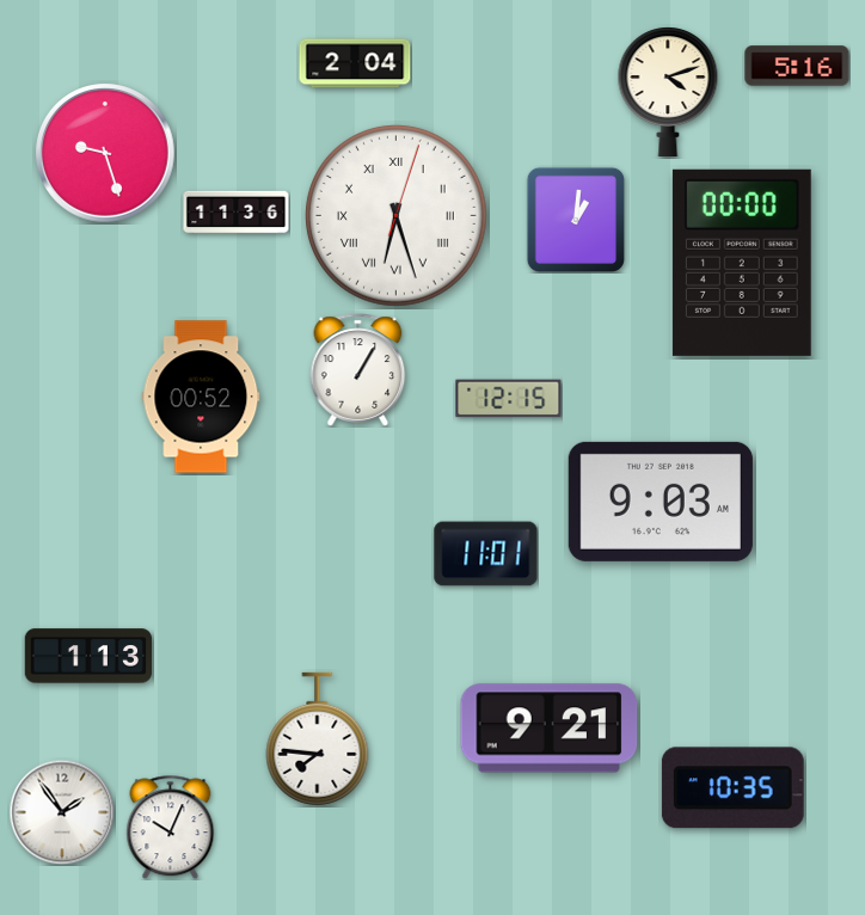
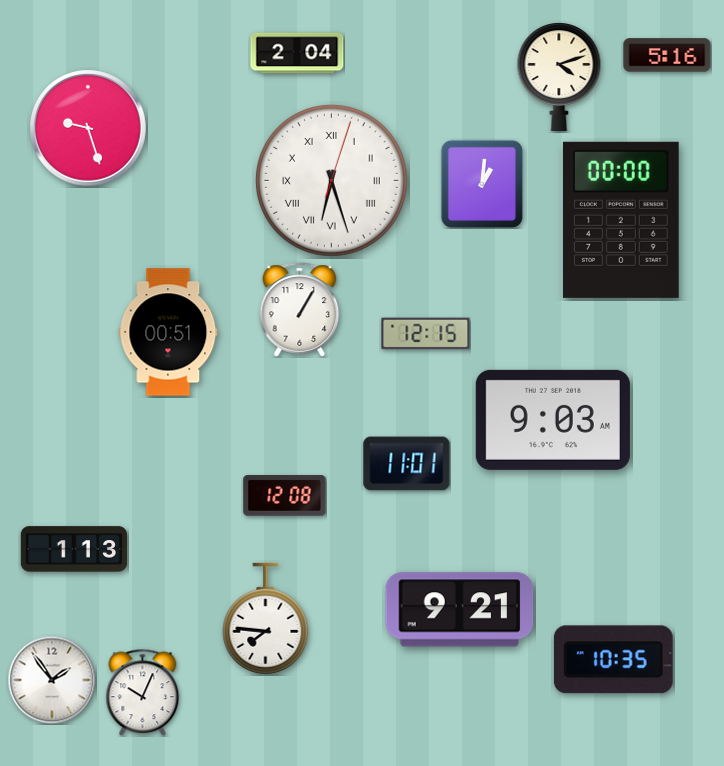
clock at (237, 213): 11:36 -> none
clock at (201, 397): 00:52 -> 00:51
clock at (285, 496): none -> 12:08
